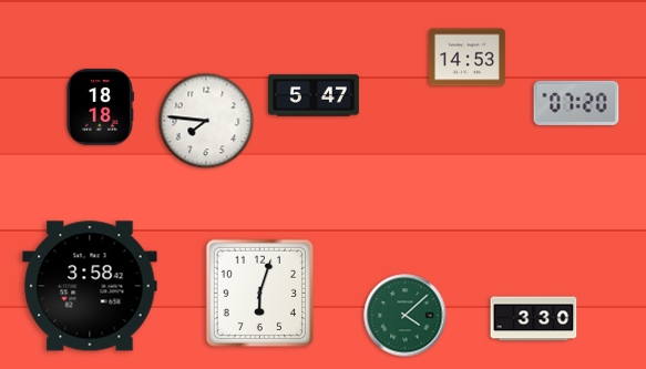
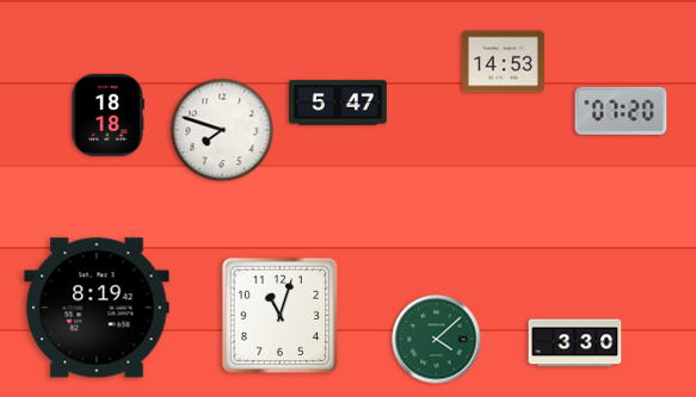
clock at (206, 121): 7:46 -> 7:48
clock at (90, 286): 3:58 -> 8:19
clock at (259, 293): 6:03 -> 11:03
